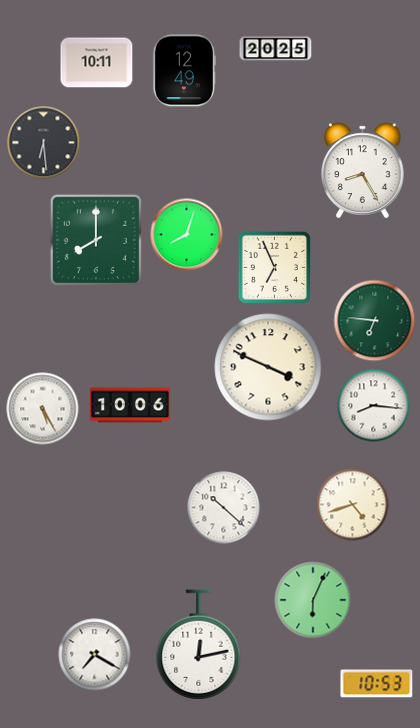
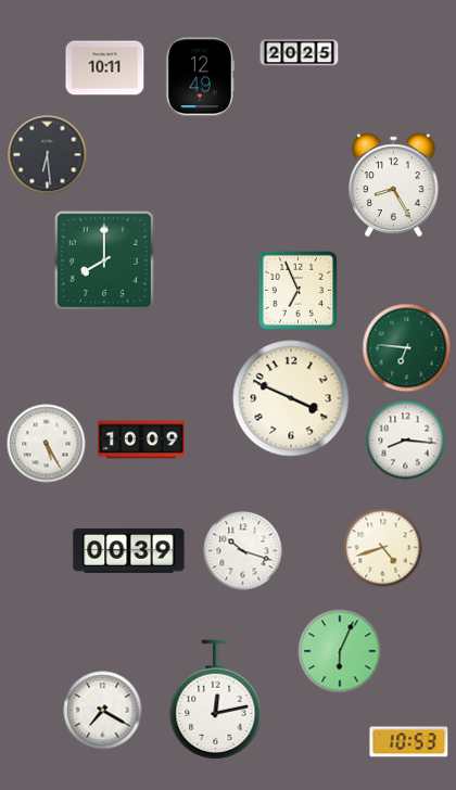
clock at (187, 235): 8:03 -> none
clock at (131, 405): 10:06 -> 10:09
clock at (129, 551): none -> 00:39
clock at (224, 508): 10:22 -> 10:18
